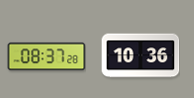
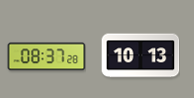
clock at (140, 56): 10:36 -> 10:13
